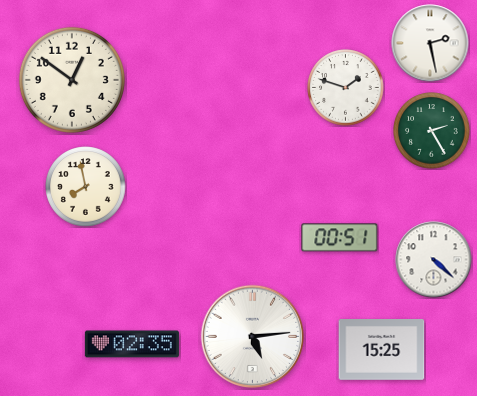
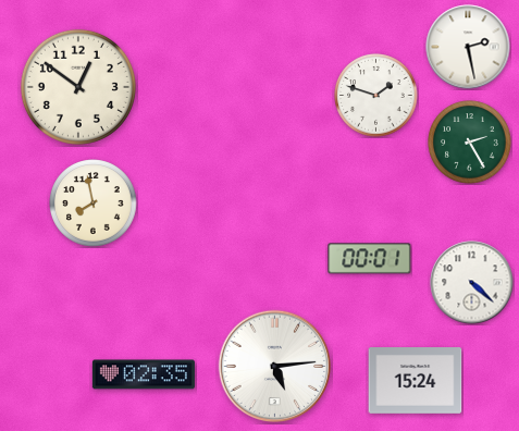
clock at (340, 238): 00:51 -> 00:01
clock at (382, 350): 15:25 -> 15:24
